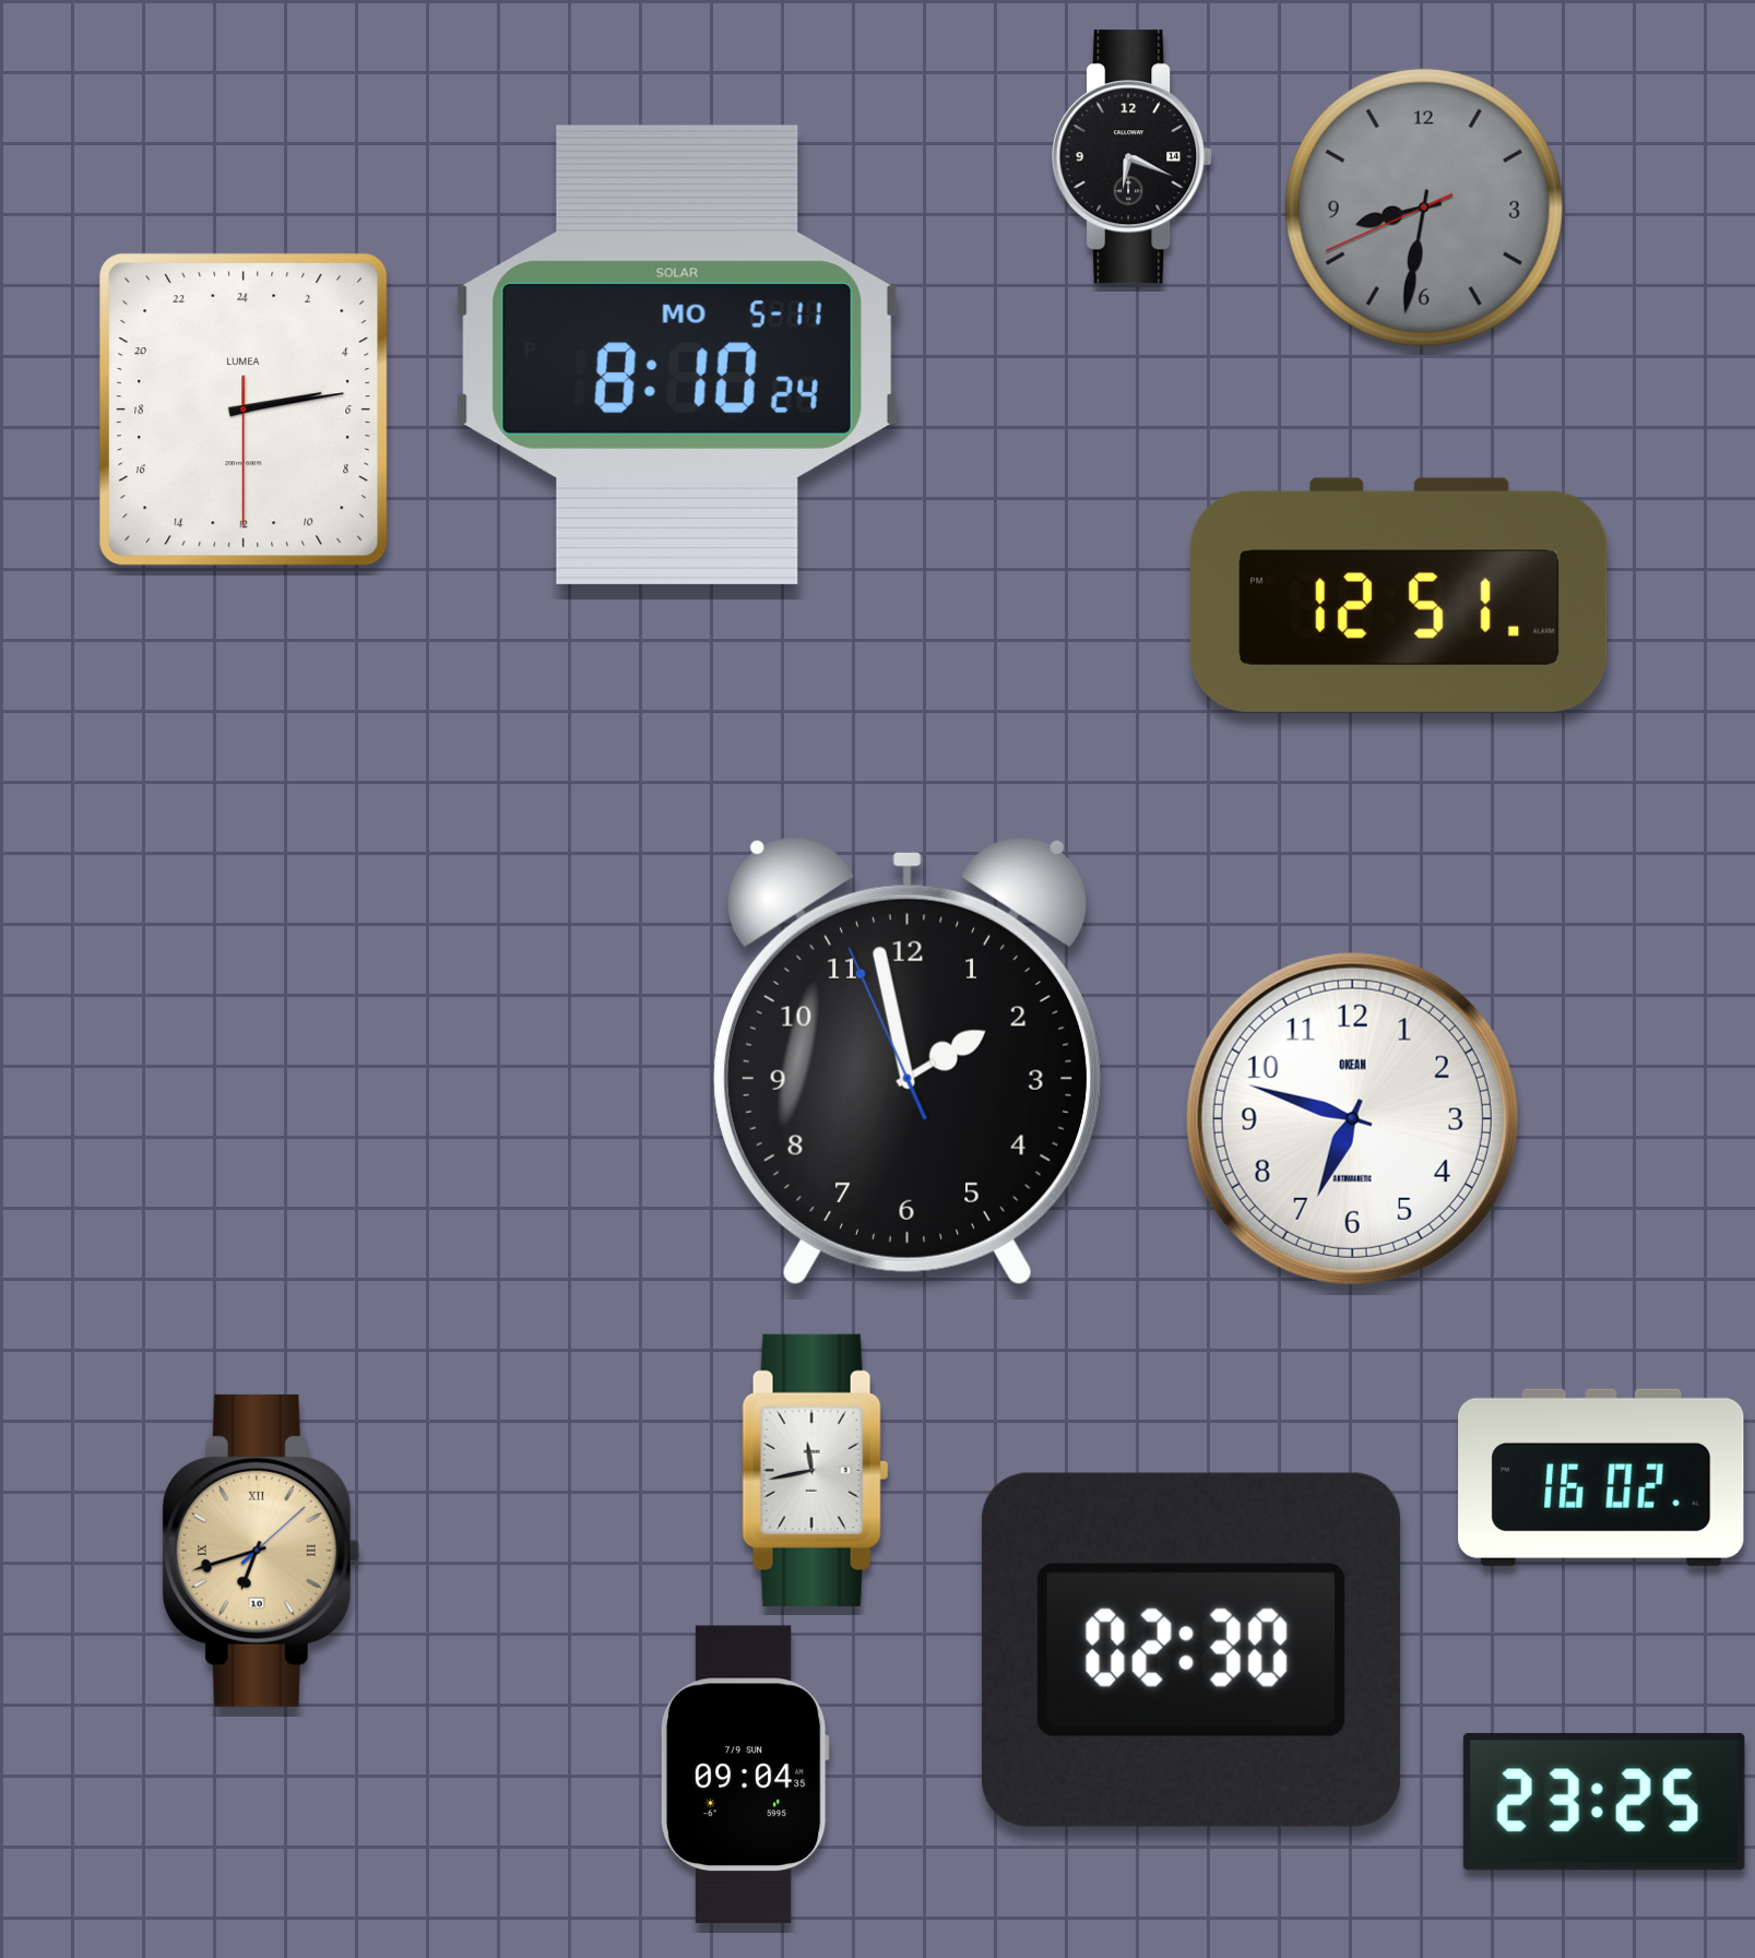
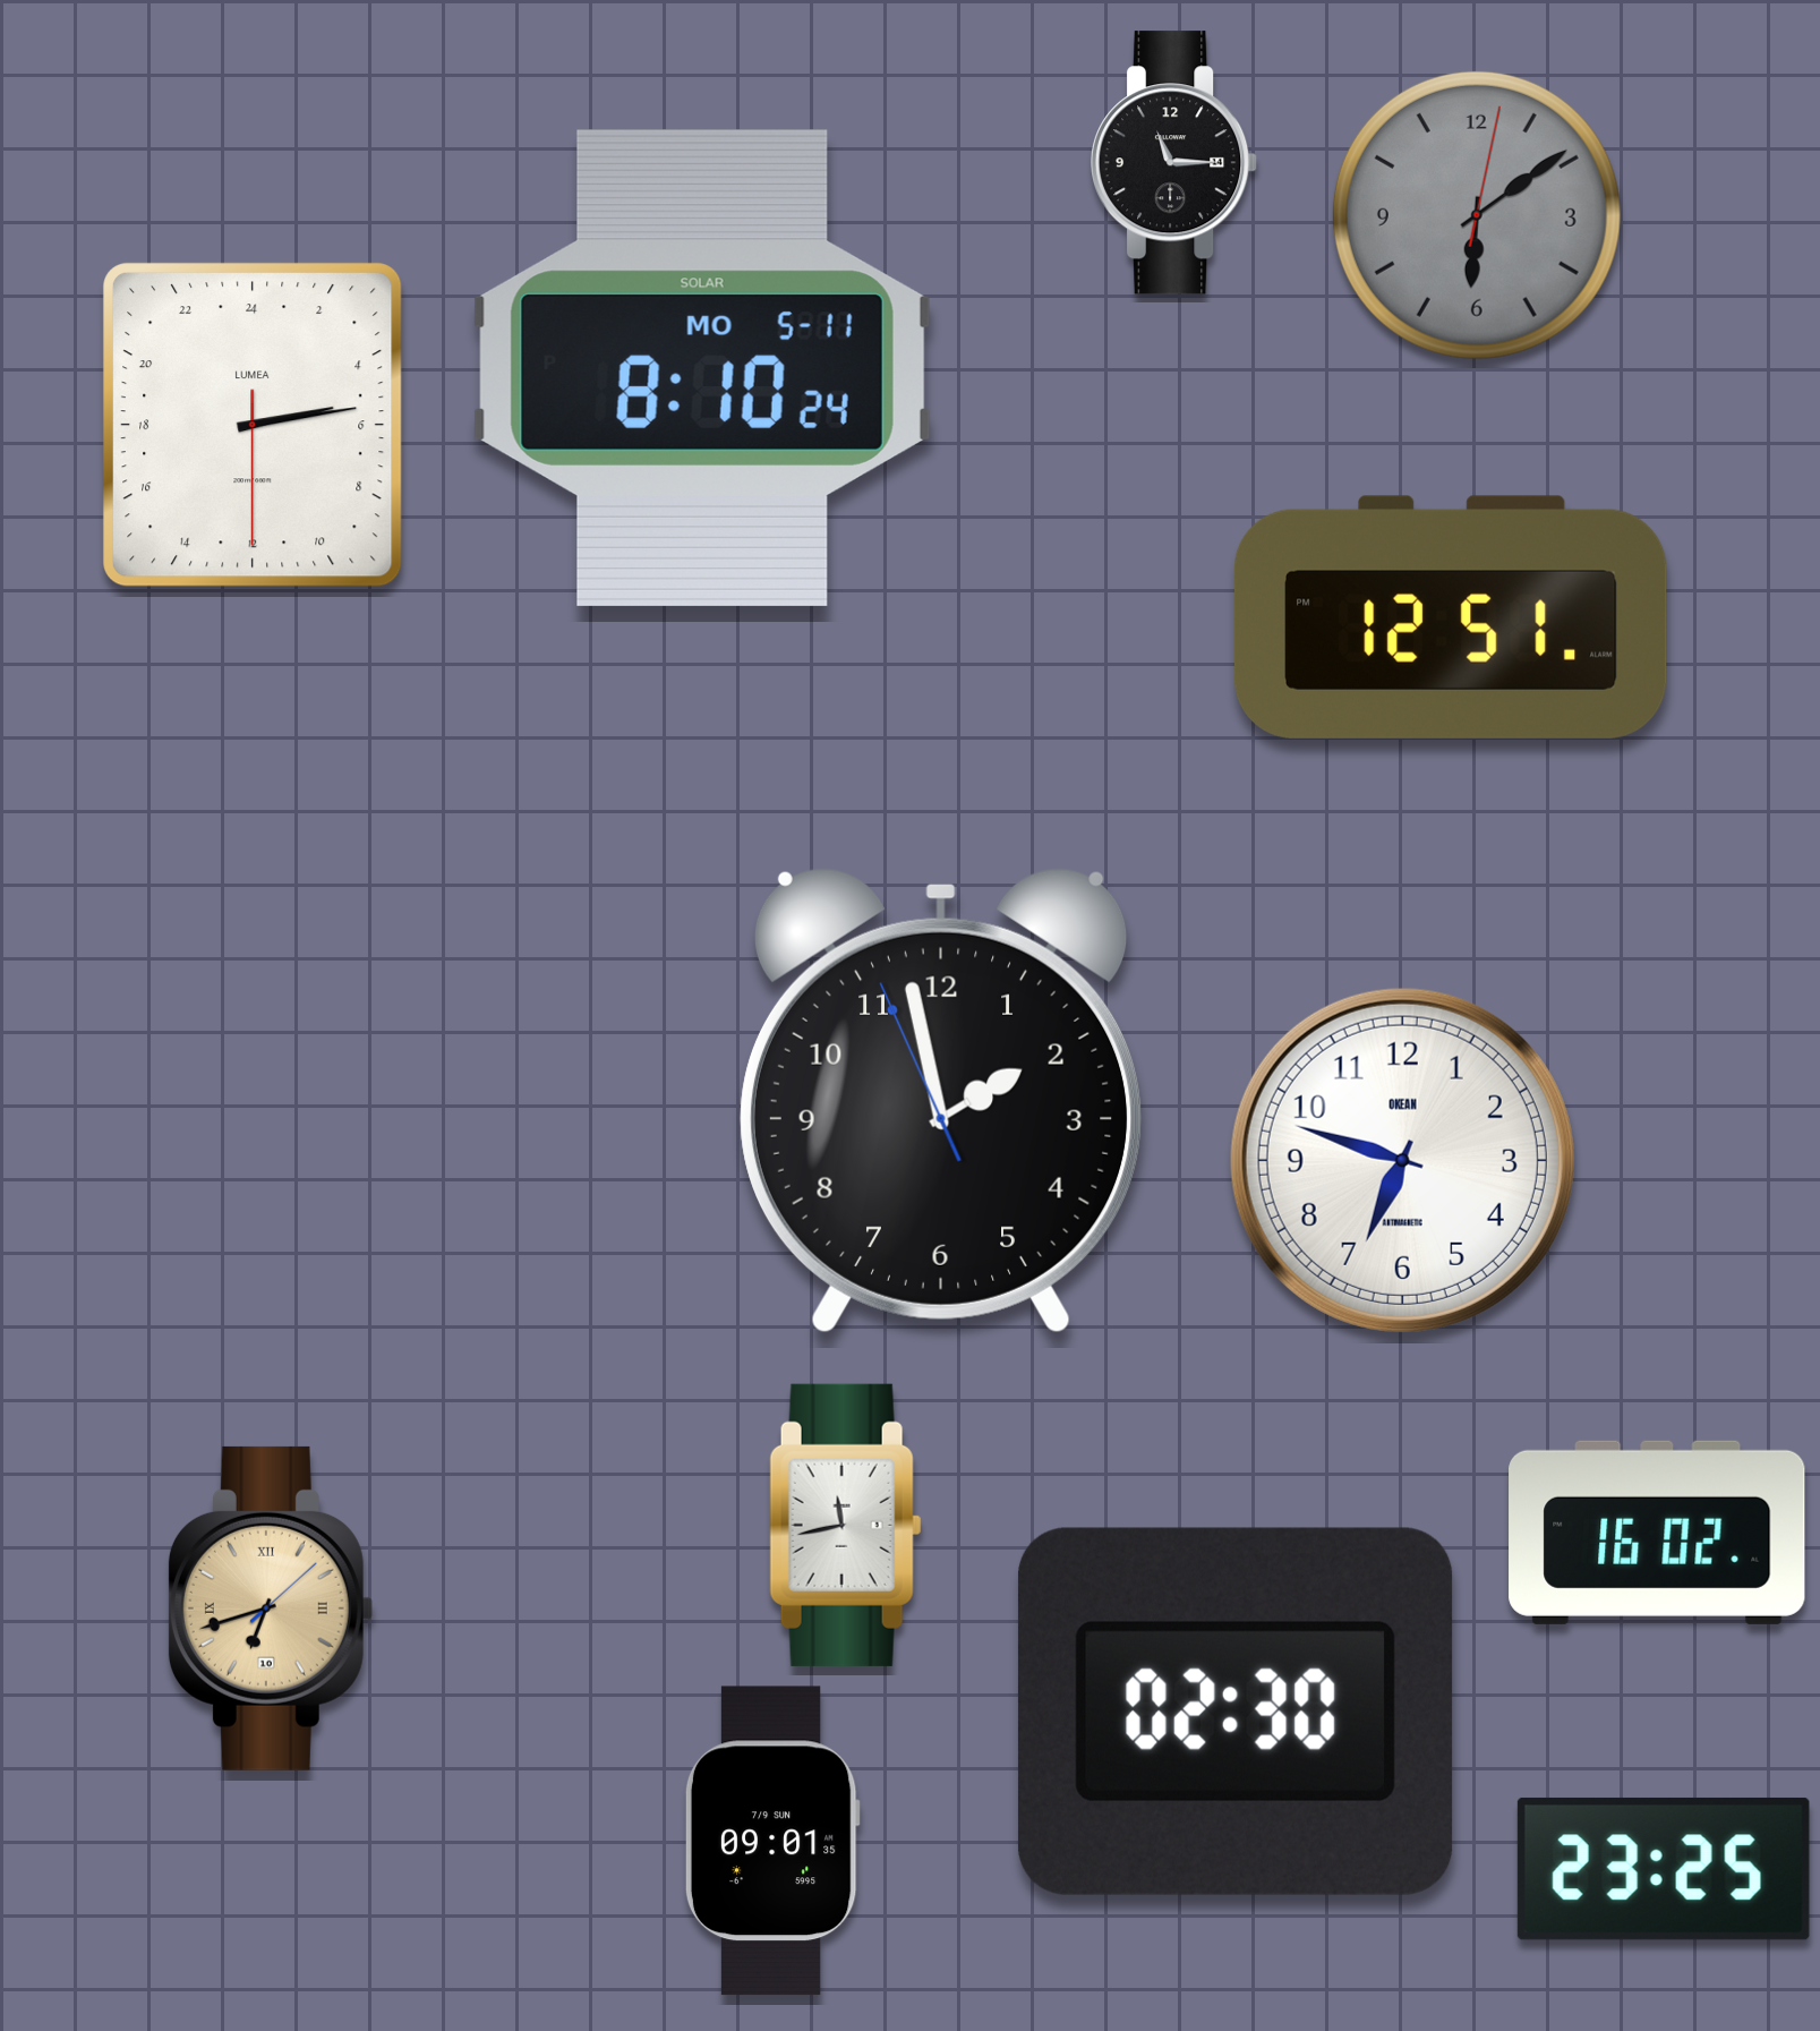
clock at (1134, 157): 6:19 -> 11:15
clock at (1424, 207): 8:31 -> 6:09
clock at (1601, 1478) position: (1601, 1478) -> (1657, 1533)
clock at (745, 1775): 09:04 -> 09:01
